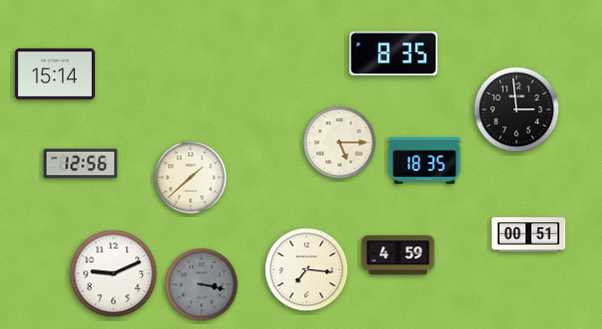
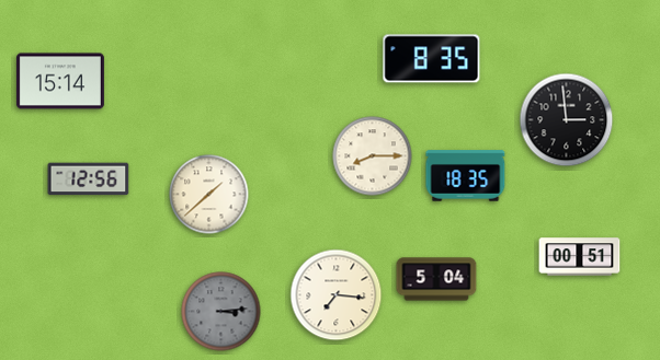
clock at (340, 143): 5:15 -> 8:15
clock at (398, 255): 4:59 -> 5:04
clock at (114, 274): 9:11 -> none
clock at (202, 285): 3:17 -> 3:14
